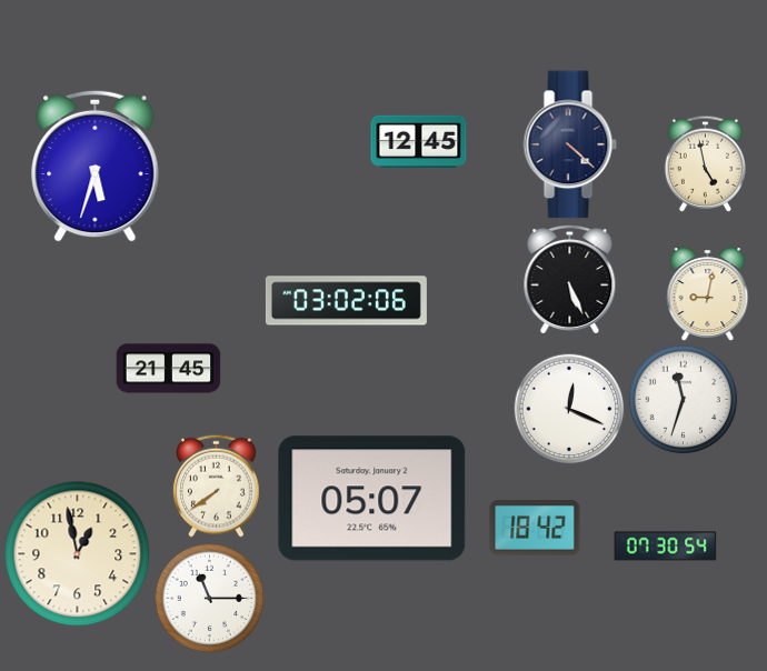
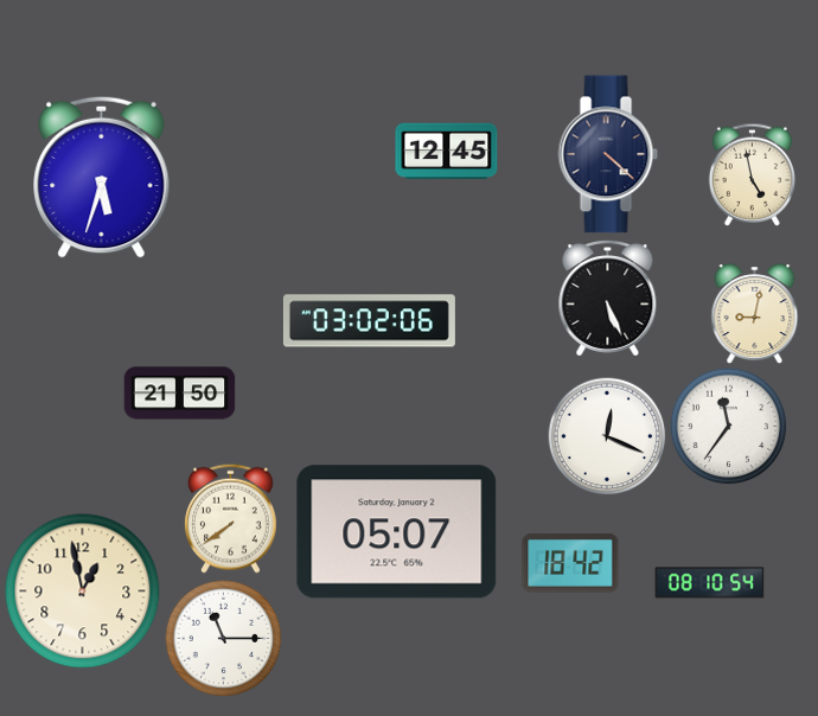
clock at (169, 369): 21:45 -> 21:50
clock at (684, 400): 11:33 -> 11:36
clock at (666, 547): 07:30 -> 08:10
